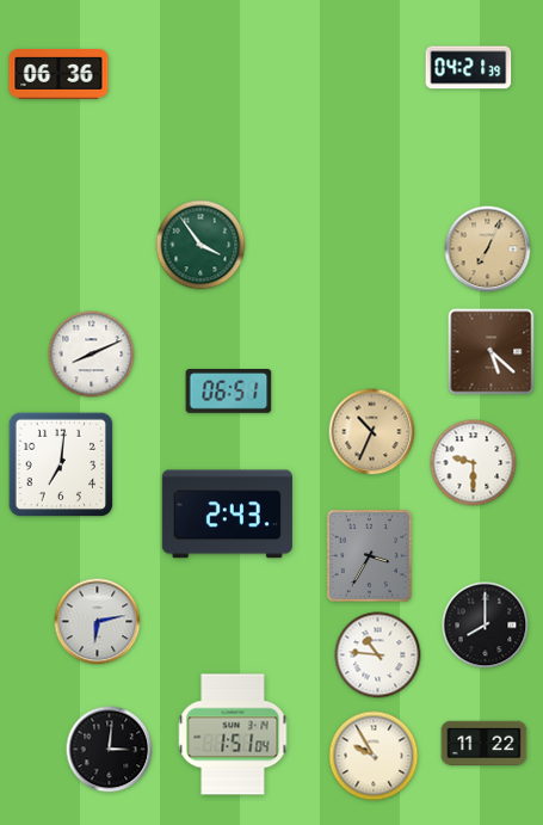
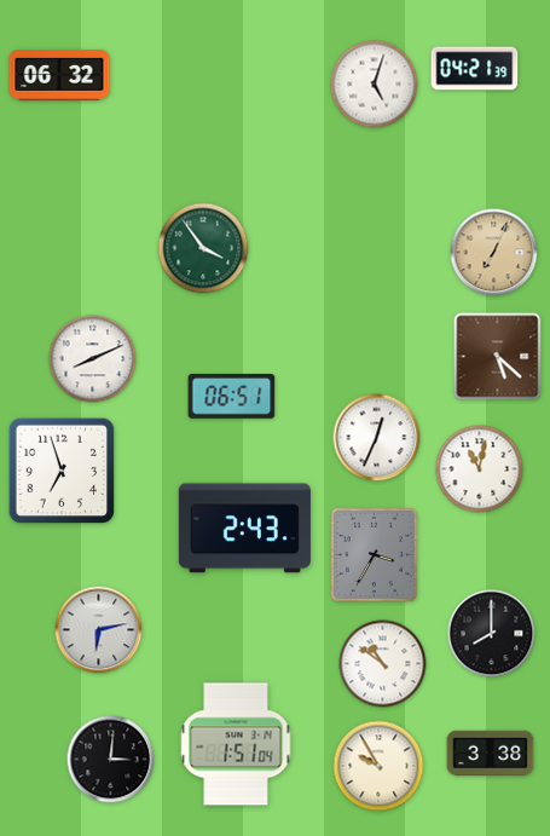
clock at (58, 75): 06:36 -> 06:32
clock at (375, 85): none -> 5:03
clock at (372, 432): 10:34 -> 12:34
clock at (372, 432) dial: champagne -> white
clock at (474, 463): 9:30 -> 11:02
clock at (61, 464): 7:01 -> 6:57
clock at (227, 515) position: (227, 515) -> (244, 529)
clock at (369, 555) position: (369, 555) -> (374, 554)
clock at (378, 655): 10:46 -> 10:51
clock at (485, 744): 11:22 -> 3:38
